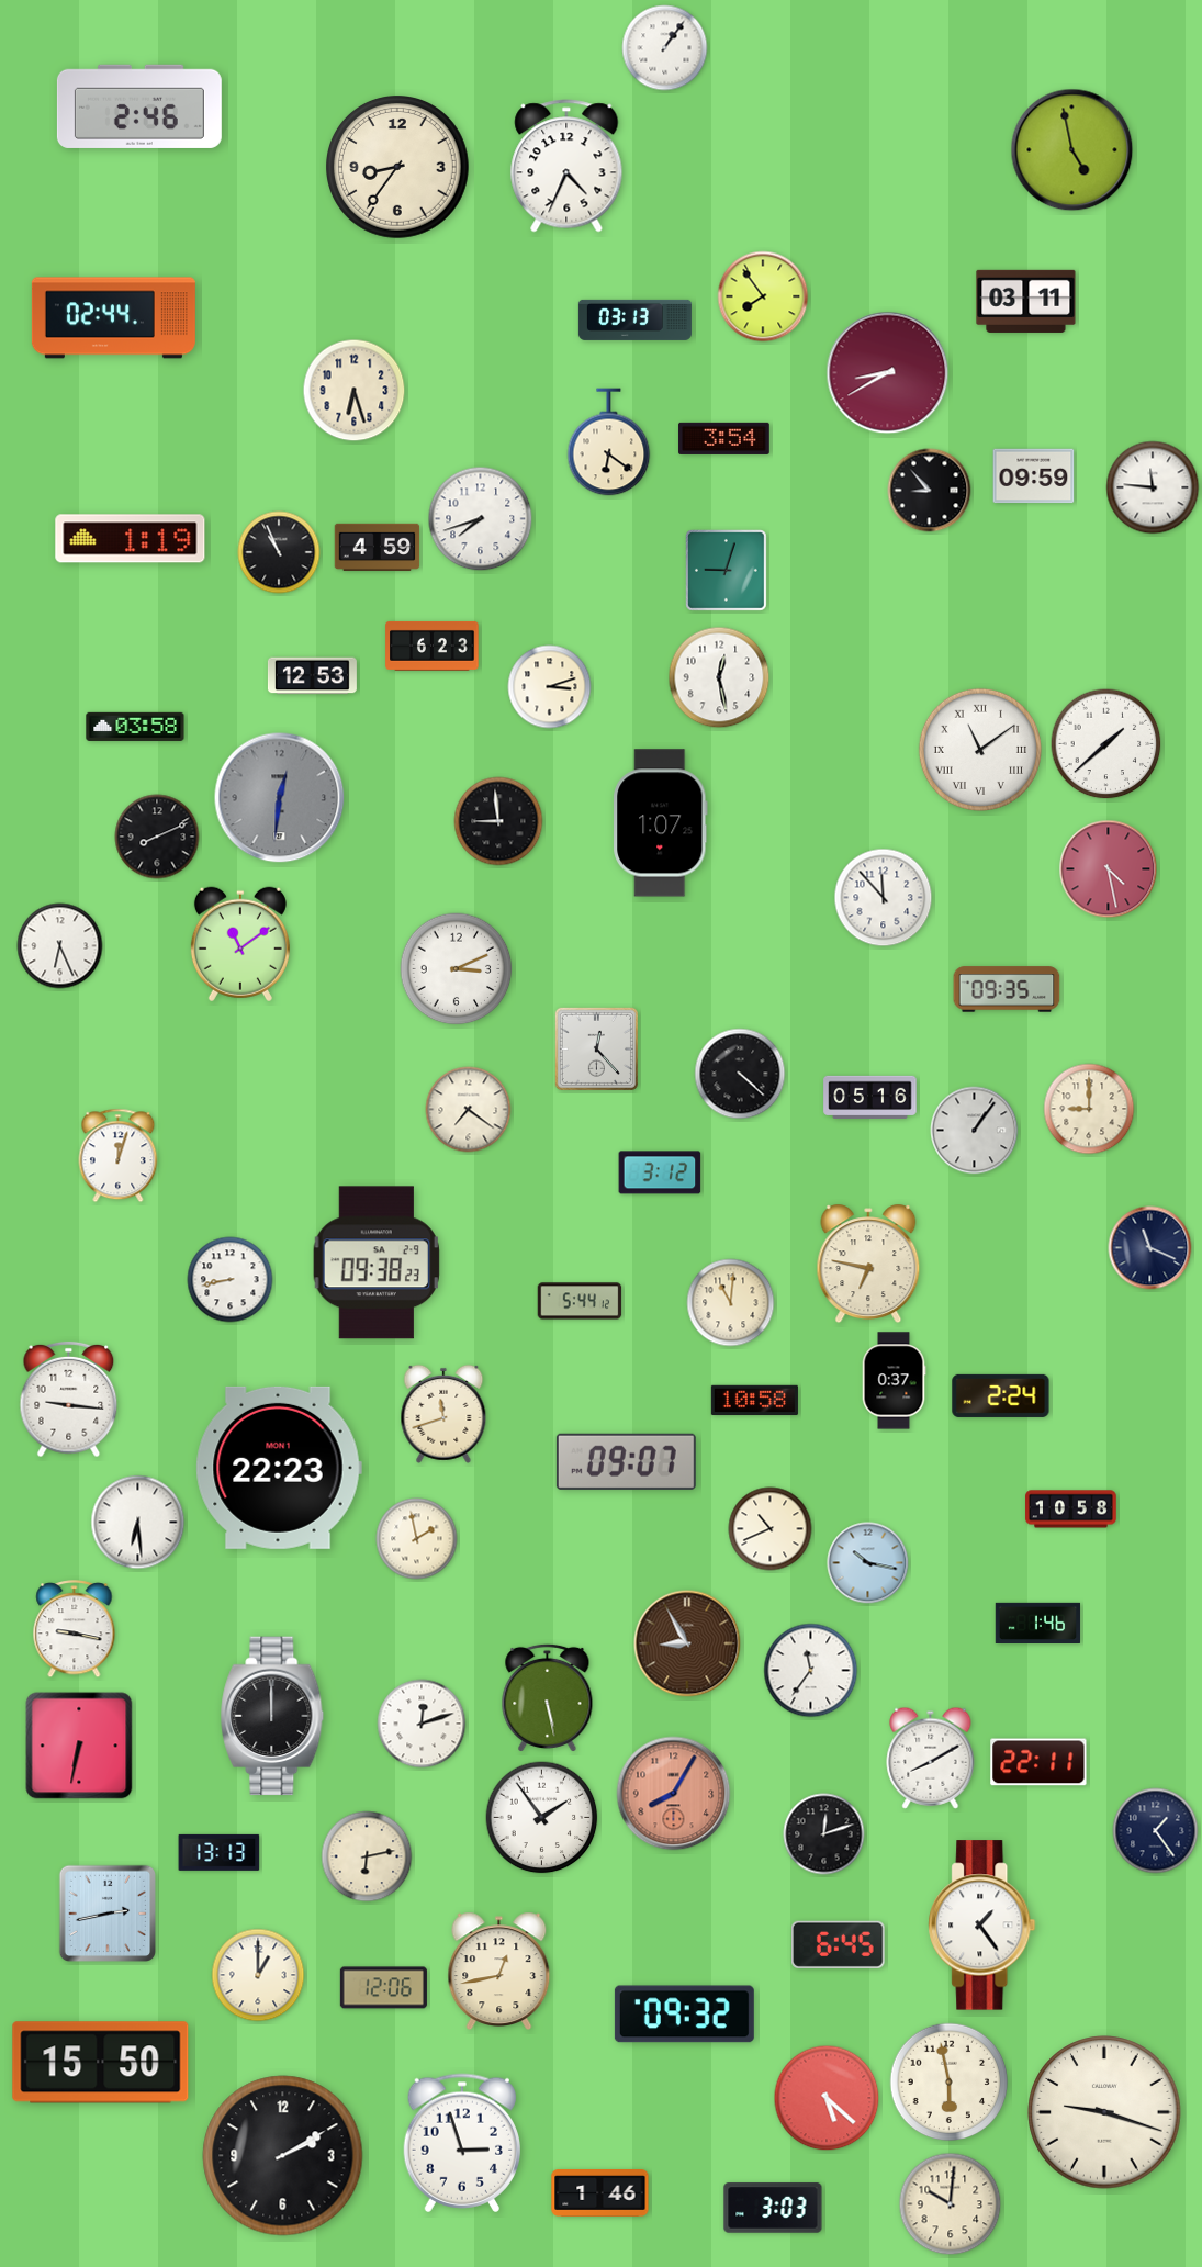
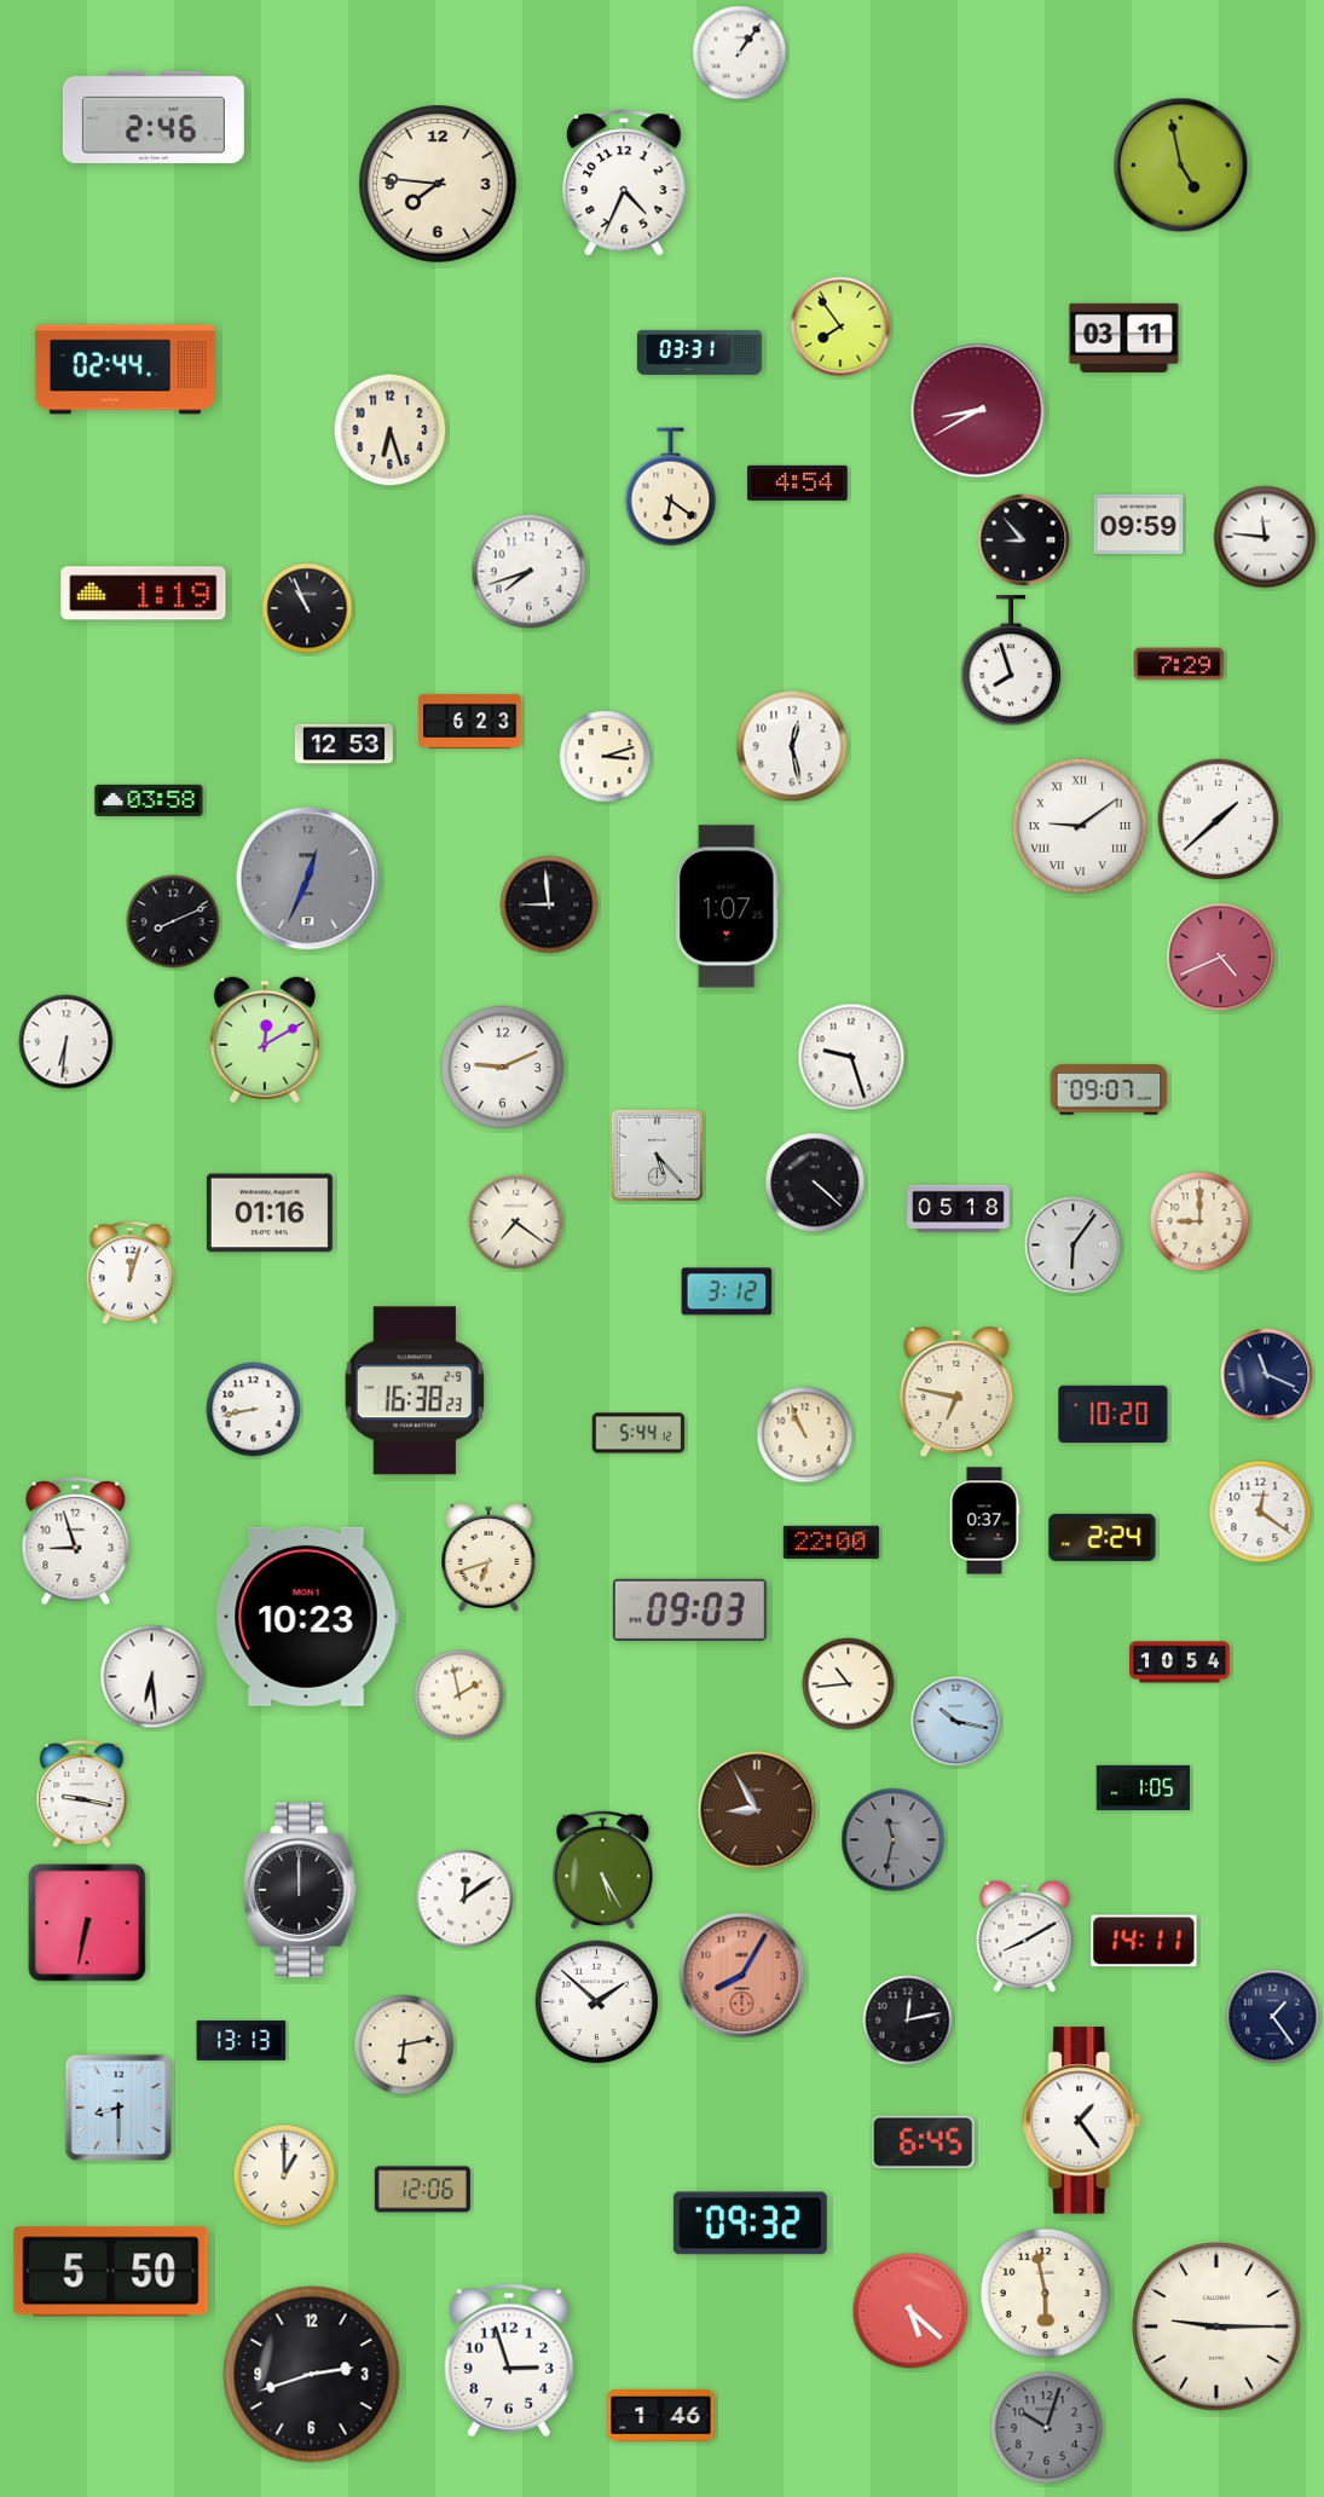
clock at (665, 48) position: (665, 48) -> (740, 53)
clock at (398, 168): 8:36 -> 7:46
clock at (1026, 301) position: (1026, 301) -> (1124, 337)
clock at (113, 318) position: (113, 318) -> (125, 370)
clock at (634, 319): 03:13 -> 03:31
clock at (724, 438): 3:54 -> 4:54
clock at (1153, 487) position: (1153, 487) -> (1265, 537)
clock at (378, 547): 4:59 -> none
clock at (727, 571): 9:03 -> none
clock at (1010, 661): none -> 7:57
clock at (1179, 664): none -> 7:29
clock at (433, 646) position: (433, 646) -> (470, 721)
clock at (980, 750): 11:09 -> 9:09
clock at (280, 798): 12:31 -> 12:34
clock at (1109, 869): 4:28 -> 4:41
clock at (884, 898): 11:53 -> none
clock at (240, 944): 11:09 -> 12:10
clock at (60, 946): 6:26 -> 6:31
clock at (851, 1057): none -> 9:27
clock at (457, 969): 3:11 -> 9:11
clock at (1007, 989): 09:35 -> 09:07
clock at (596, 1048): 12:23 -> 5:23
clock at (870, 1098): 05:16 -> 05:18
clock at (270, 1213): none -> 01:16
clock at (975, 1131): 1:06 -> 6:06
clock at (377, 1262): 09:38 -> 16:38
clock at (1114, 1415): none -> 10:20
clock at (731, 1303): 11:01 -> 10:56
clock at (1260, 1512): none -> 12:21
clock at (69, 1400): 9:16 -> 8:57
clock at (754, 1401): 10:58 -> 22:00
clock at (443, 1414): 11:42 -> 6:42
clock at (626, 1461): 09:07 -> 09:03
clock at (279, 1468): 22:23 -> 10:23
clock at (1071, 1510): 10:58 -> 10:54
clock at (771, 1529): 10:41 -> 10:44
clock at (1038, 1623): 1:46 -> 1:05
clock at (811, 1671): 11:36 -> 11:32
clock at (811, 1671) dial: white -> grey
clock at (548, 1698): 5:28 -> 5:25
clock at (422, 1724): 12:12 -> 12:09
clock at (1038, 1762): 22:11 -> 14:11
clock at (542, 1818): 1:54 -> 1:52
clock at (824, 1834): 12:12 -> 12:13
clock at (106, 1912): 2:43 -> 8:30
clock at (499, 1971): 12:43 -> none
clock at (684, 2015) position: (684, 2015) -> (750, 2224)
clock at (101, 2063): 15:50 -> 5:50
clock at (1104, 2112): 9:18 -> 9:15
clock at (283, 2156): 2:10 -> 2:42
clock at (951, 2204): 10:01 -> 10:03
clock at (951, 2204) dial: cream -> grey
clock at (773, 2208): 3:03 -> none
